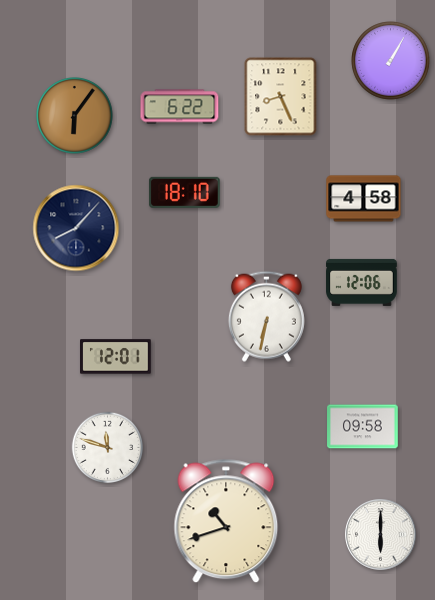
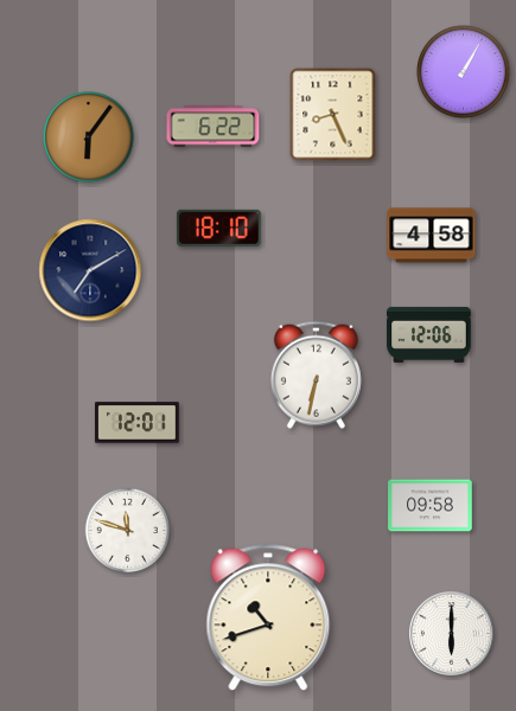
clock at (76, 228): 8:07 -> 7:10
